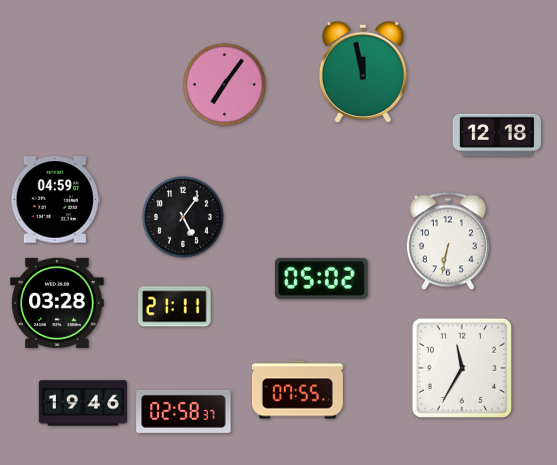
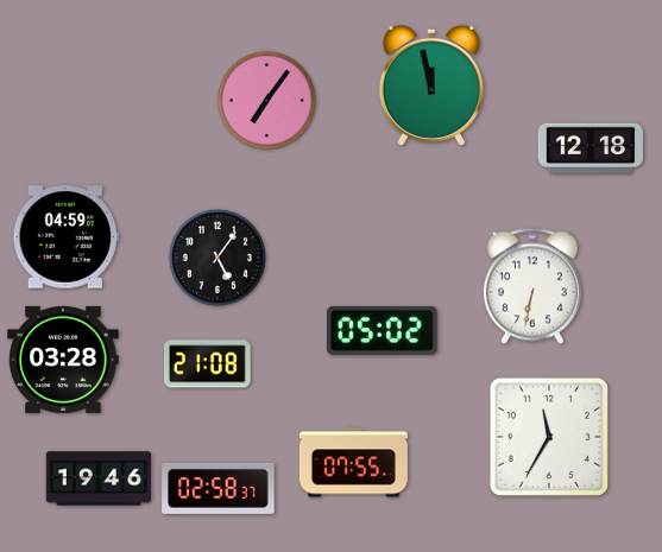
clock at (496, 134) position: (496, 134) -> (590, 147)
clock at (57, 303) position: (57, 303) -> (63, 360)
clock at (175, 307): 21:11 -> 21:08
